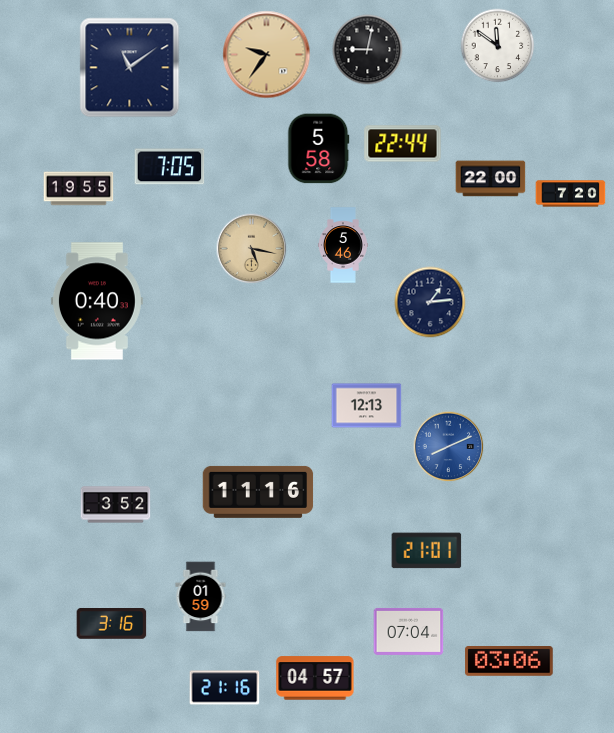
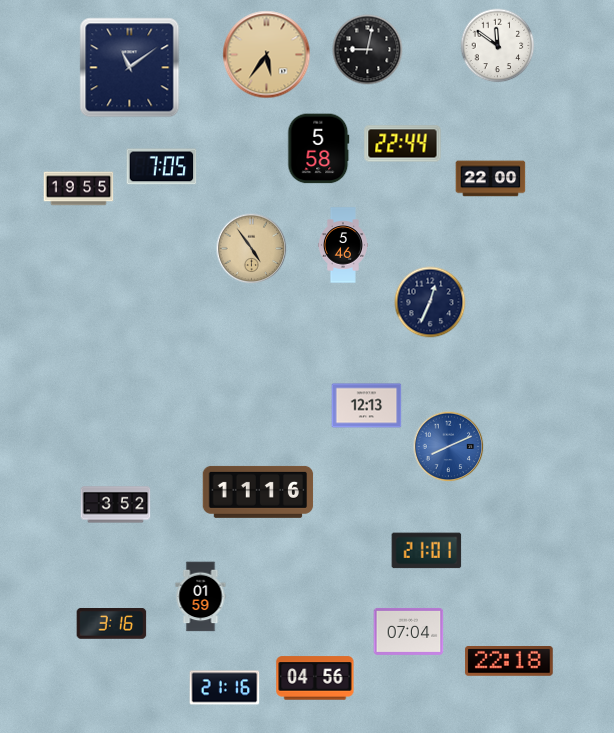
clock at (267, 55): 9:36 -> 5:36
clock at (170, 167) position: (170, 167) -> (162, 167)
clock at (571, 194): 7:20 -> none
clock at (252, 249): 5:17 -> 4:54
clock at (97, 301): 0:40 -> none
clock at (430, 302): 1:14 -> 12:34
clock at (509, 662): 03:06 -> 22:18
clock at (315, 678): 04:57 -> 04:56
